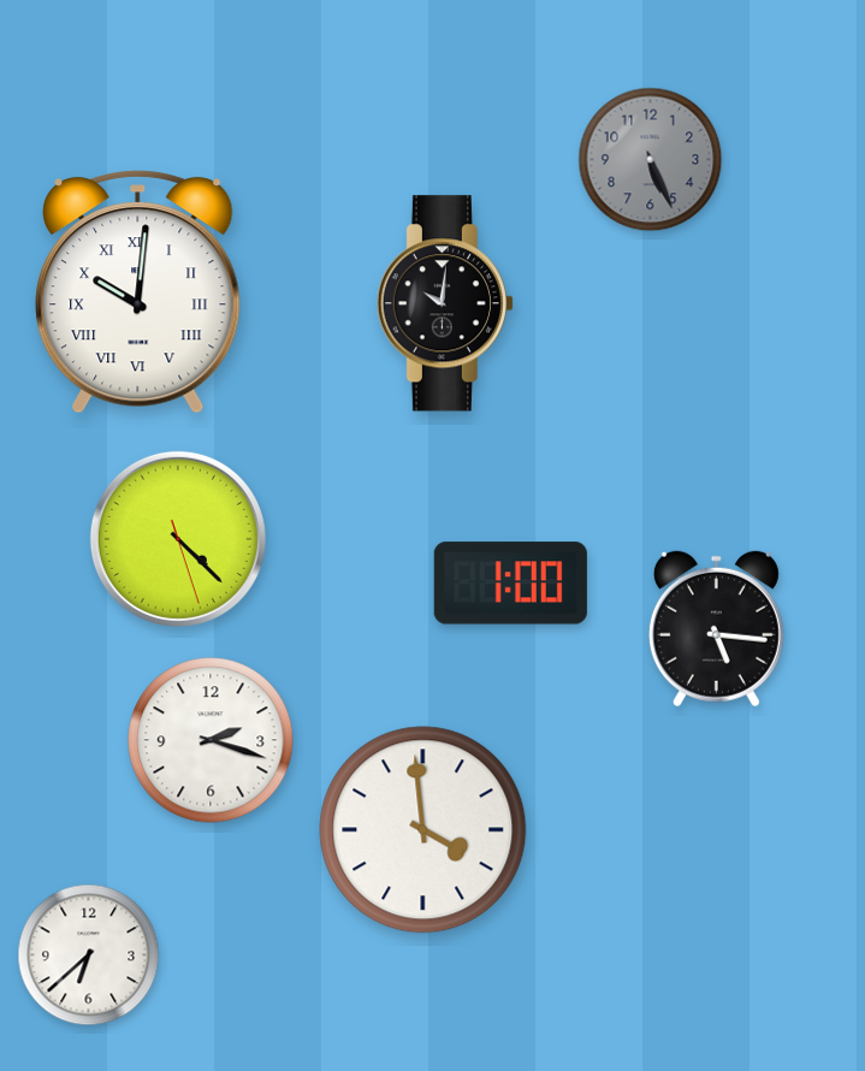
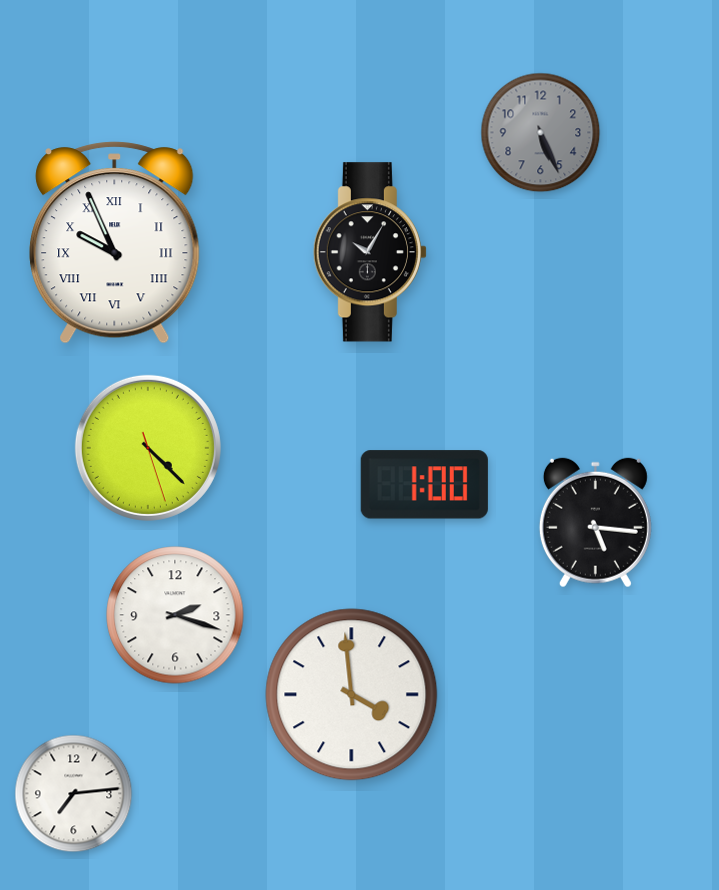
clock at (138, 292): 10:01 -> 9:56
clock at (445, 303): 10:01 -> 10:05
clock at (423, 830) position: (423, 830) -> (352, 695)
clock at (89, 955): 6:38 -> 7:14
